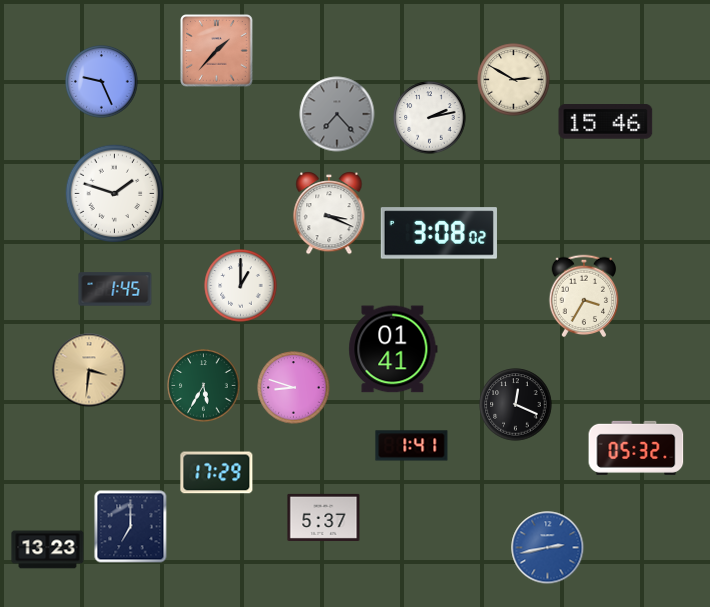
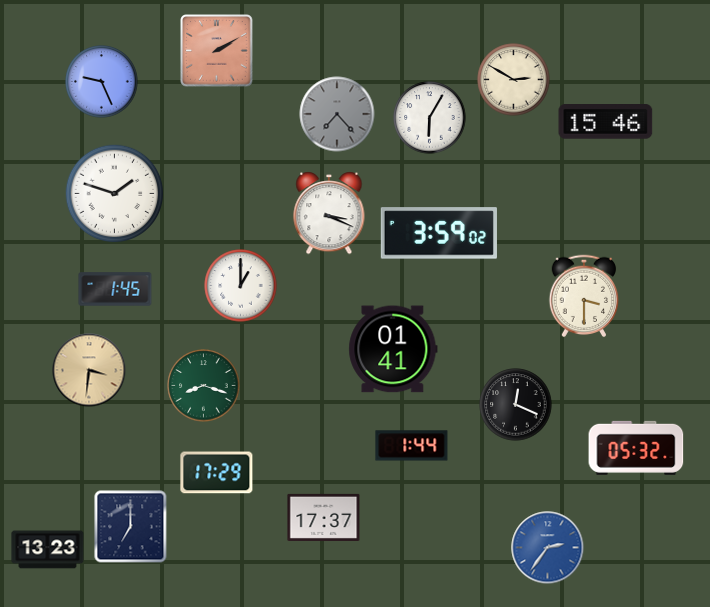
clock at (217, 51): 1:37 -> 2:10
clock at (430, 118): 2:13 -> 6:05
clock at (439, 233): 3:08 -> 3:59
clock at (584, 296): 3:35 -> 3:30
clock at (204, 386): 5:35 -> 8:18
clock at (294, 388): 8:48 -> none
clock at (412, 446): 1:41 -> 1:44
clock at (324, 517): 5:37 -> 17:37
clock at (548, 548): 2:43 -> 2:36
